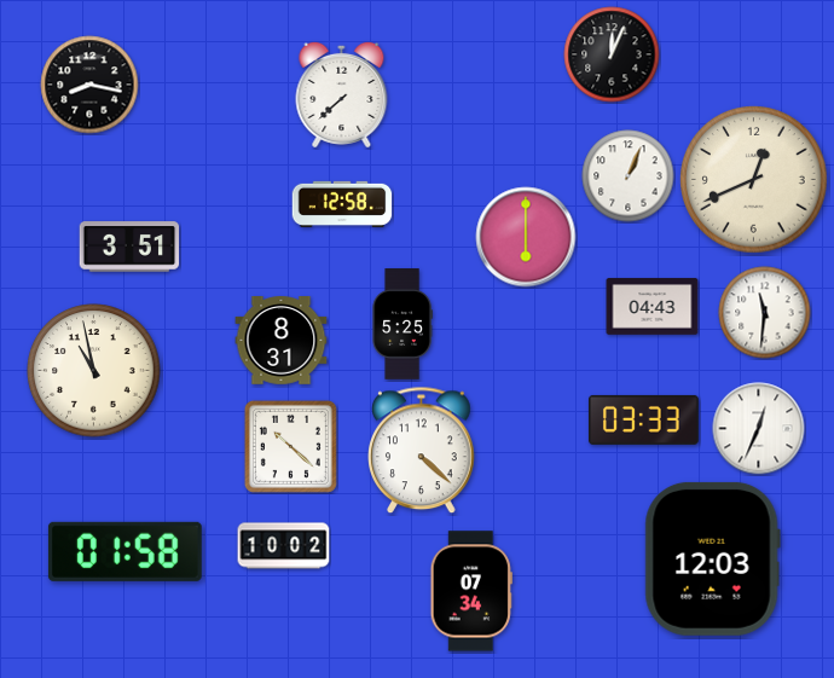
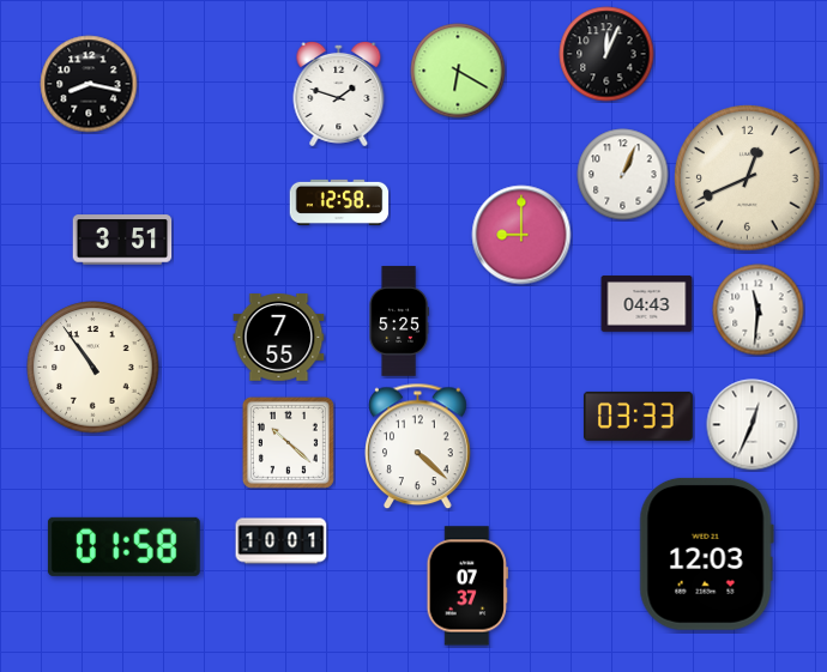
clock at (458, 71): none -> 6:20
clock at (342, 94): 7:38 -> 1:48
clock at (526, 237): 6:00 -> 9:00
clock at (129, 247) position: (129, 247) -> (122, 240)
clock at (282, 341): 8:31 -> 7:55
clock at (94, 371): 10:58 -> 10:54
clock at (284, 546): 10:02 -> 10:01
clock at (471, 591): 07:34 -> 07:37
